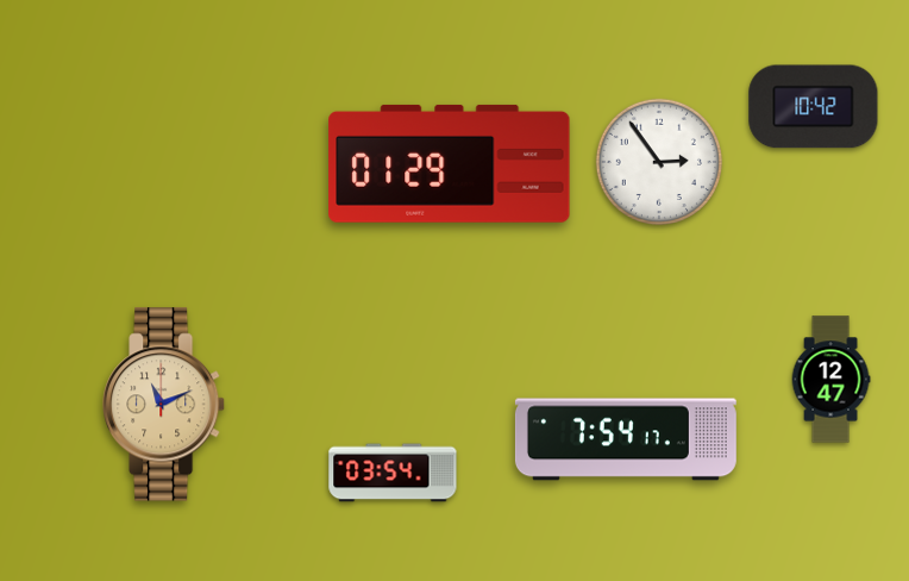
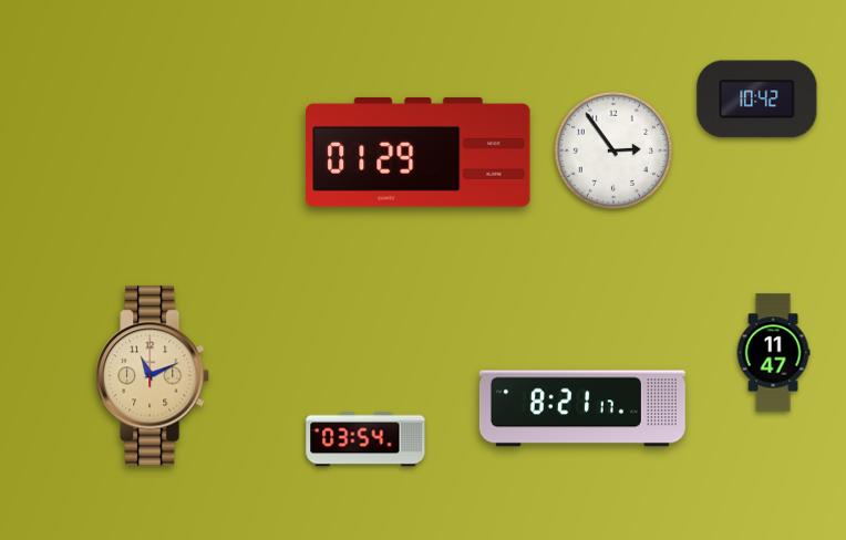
clock at (830, 380): 12:47 -> 11:47
clock at (626, 439): 7:54 -> 8:21
